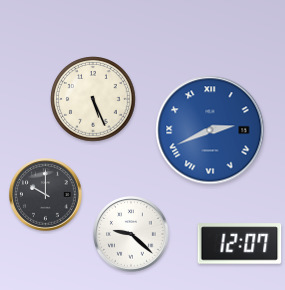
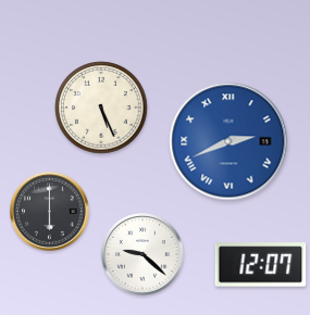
clock at (46, 195): 10:00 -> 6:00
